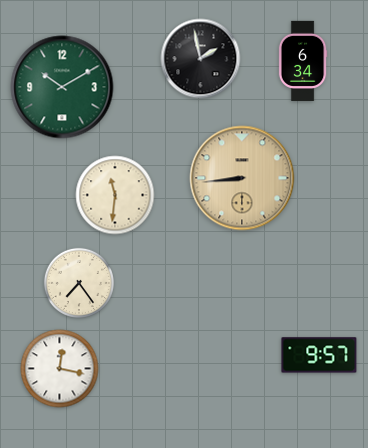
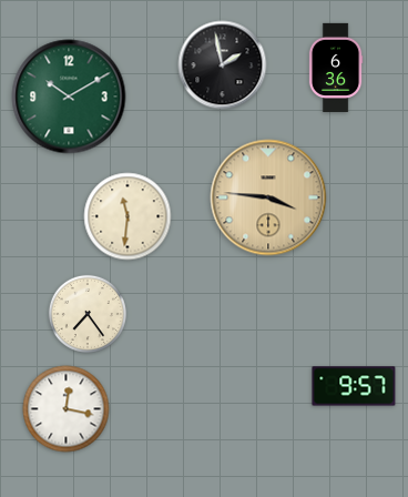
clock at (303, 61): 6:34 -> 6:36
clock at (242, 178): 8:44 -> 3:46
clock at (319, 355) position: (319, 355) -> (354, 386)
